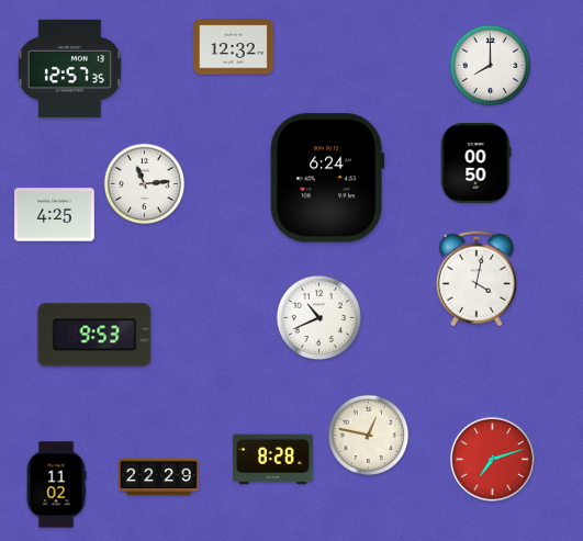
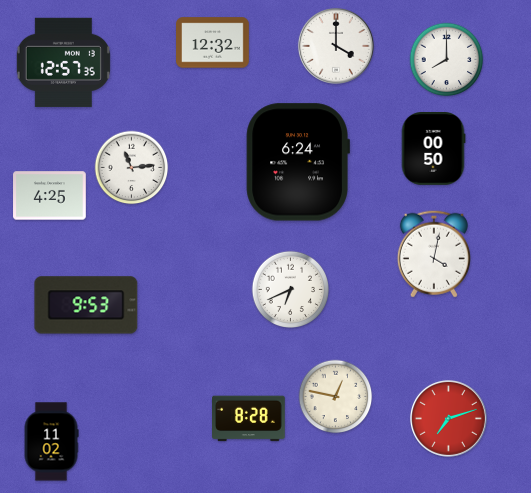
clock at (336, 46): none -> 4:00
clock at (319, 318): 10:41 -> 6:41
clock at (159, 477): 22:29 -> none
